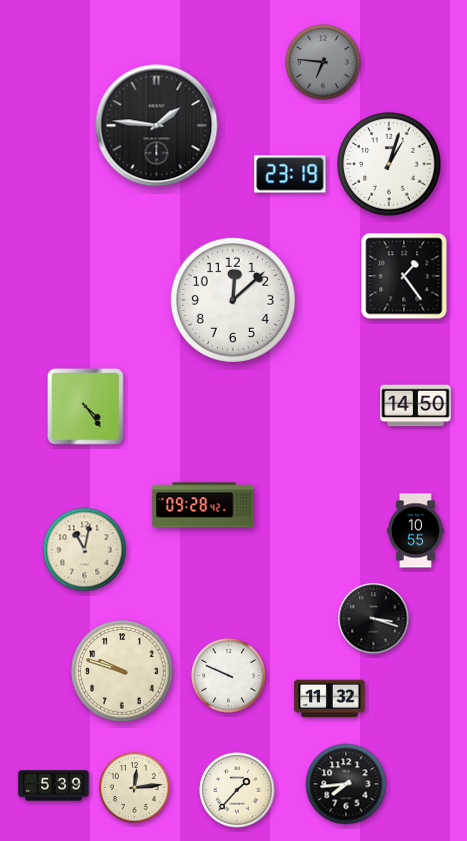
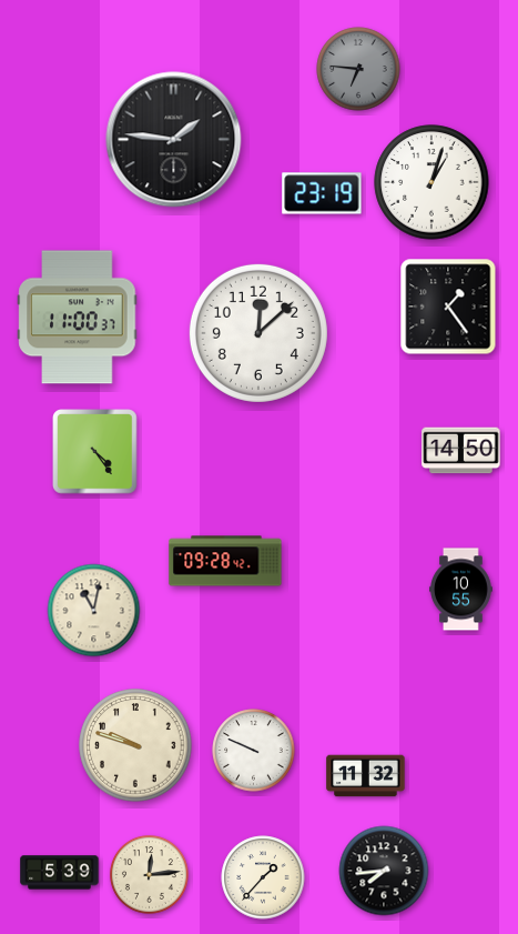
clock at (78, 318): none -> 11:00
clock at (374, 619): 3:18 -> none
